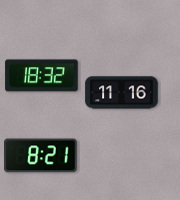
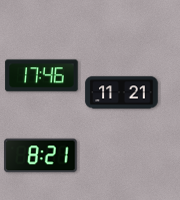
clock at (42, 76): 18:32 -> 17:46
clock at (122, 93): 11:16 -> 11:21
